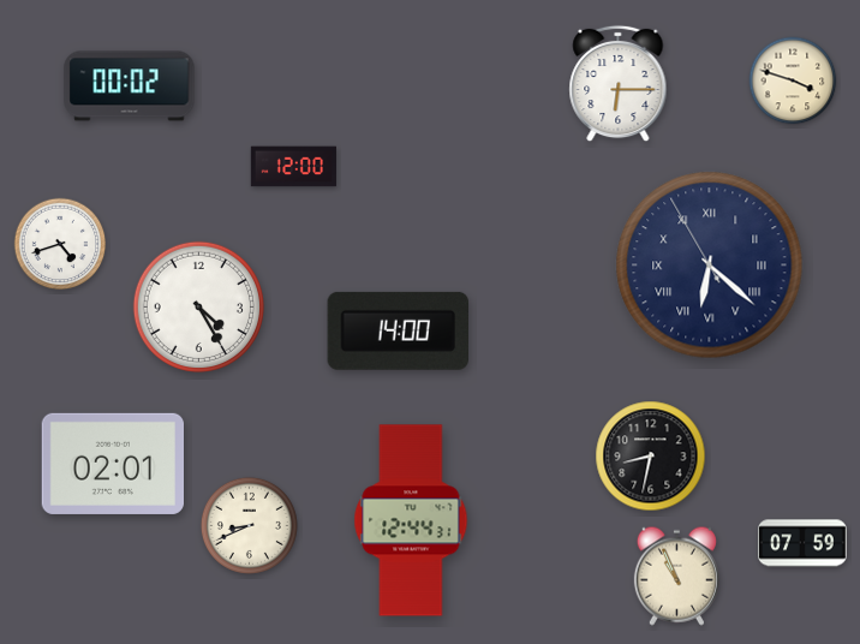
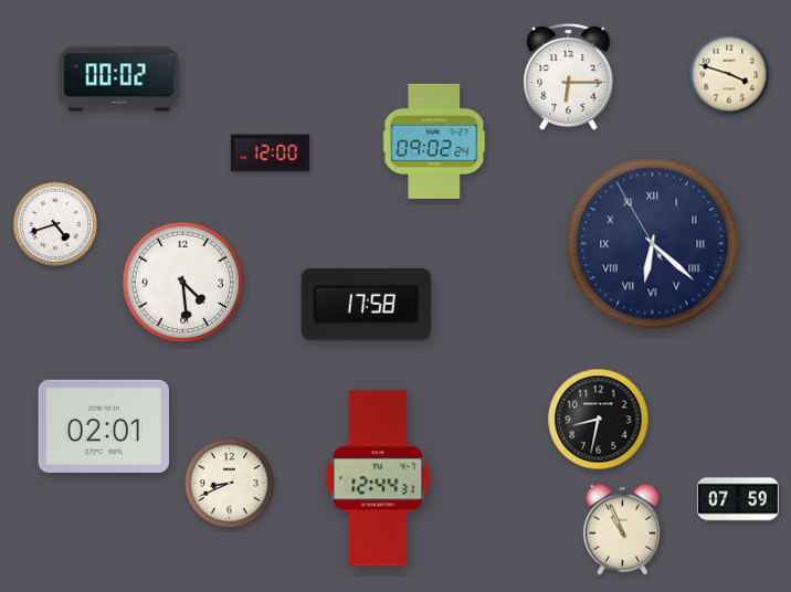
clock at (435, 141): none -> 09:02
clock at (198, 306): 4:25 -> 4:29
clock at (398, 330): 14:00 -> 17:58
